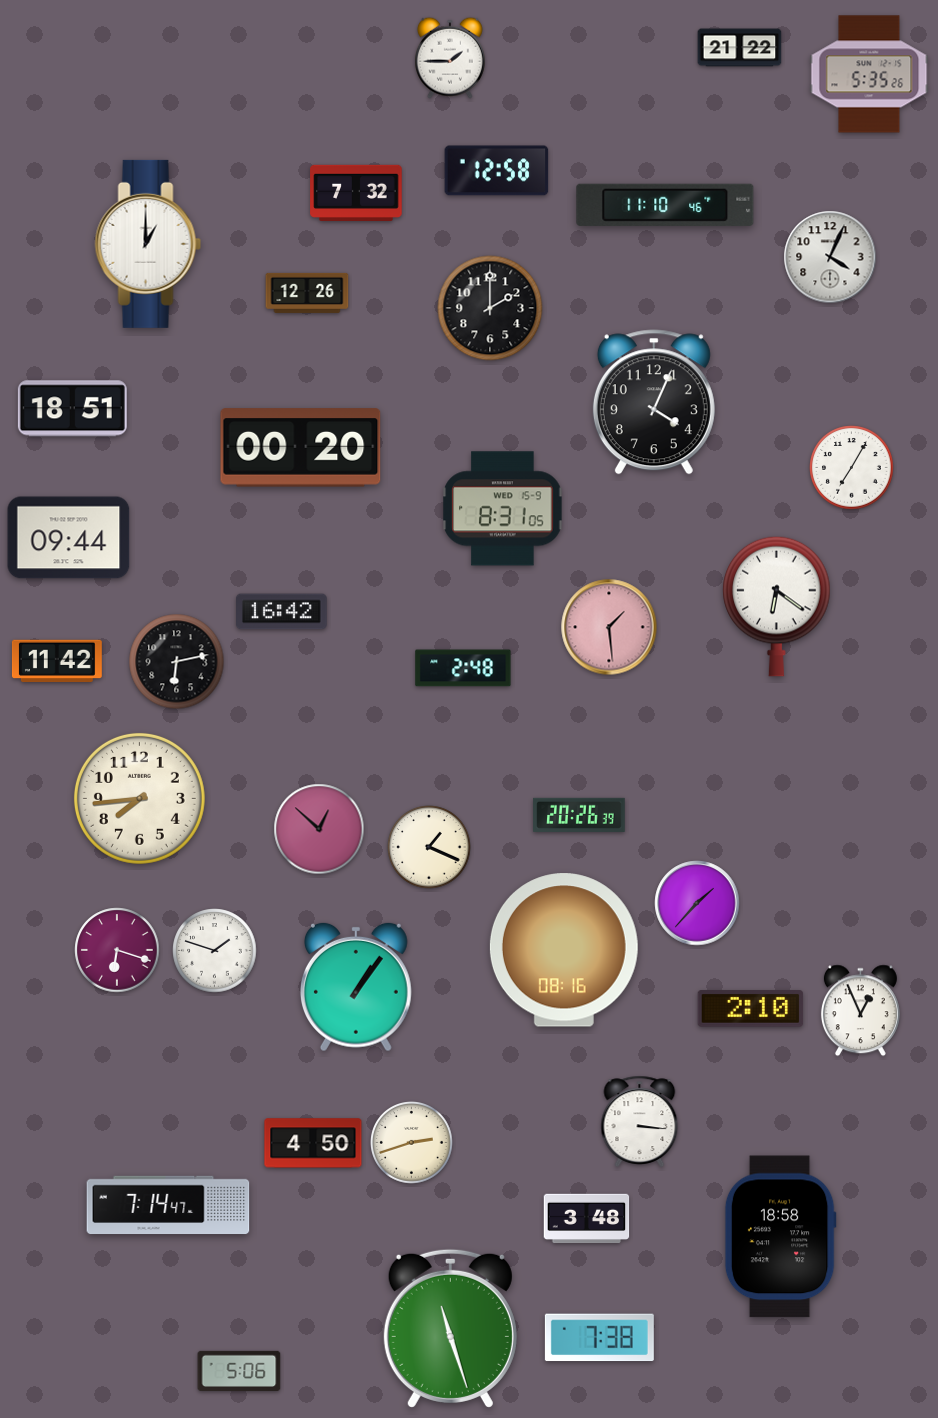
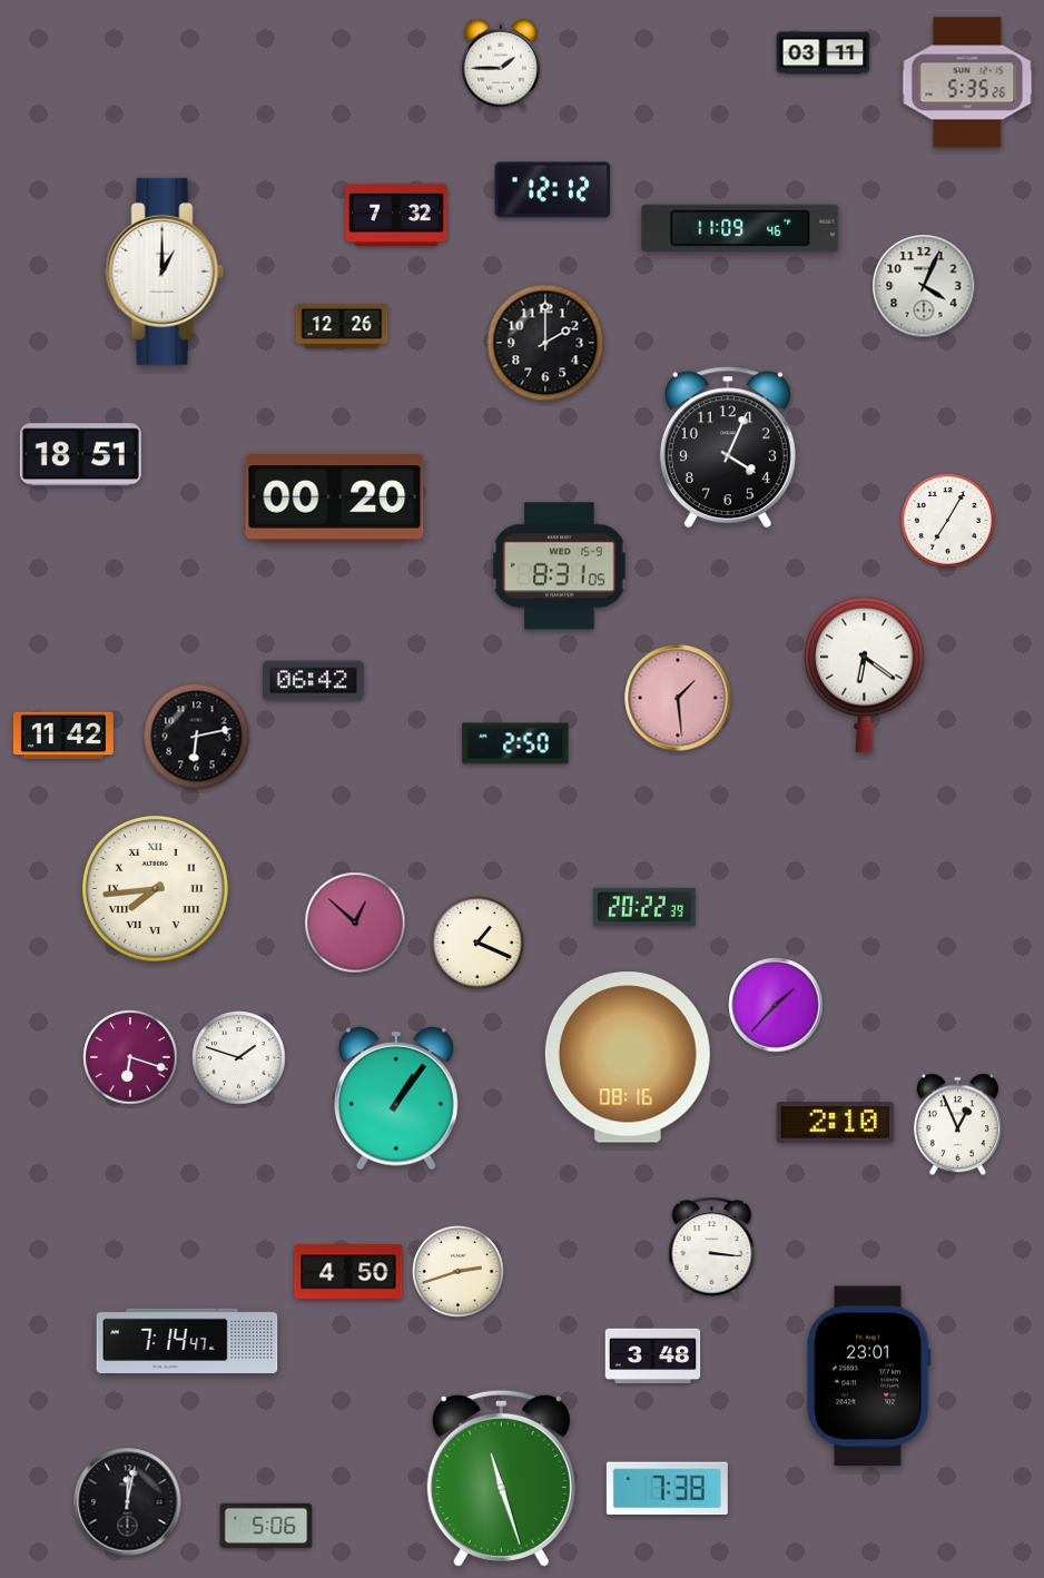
clock at (740, 48): 21:22 -> 03:11
clock at (497, 171): 12:58 -> 12:12
clock at (665, 205): 11:10 -> 11:09
clock at (69, 538): 09:44 -> none
clock at (282, 612): 16:42 -> 06:42
clock at (463, 668): 2:48 -> 2:50
clock at (139, 798) numerals: Arabic -> Roman
clock at (579, 815): 20:26 -> 20:22
clock at (780, 1237): 18:58 -> 23:01
clock at (128, 1502): none -> 12:02
